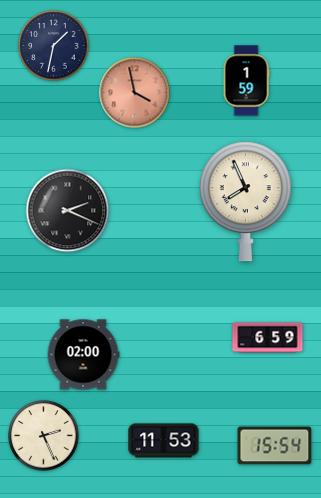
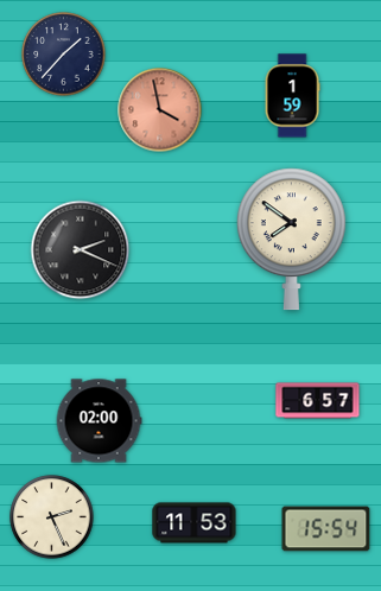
clock at (54, 46): 1:32 -> 1:37
clock at (245, 202): 7:56 -> 7:51
clock at (268, 338): 6:59 -> 6:57
